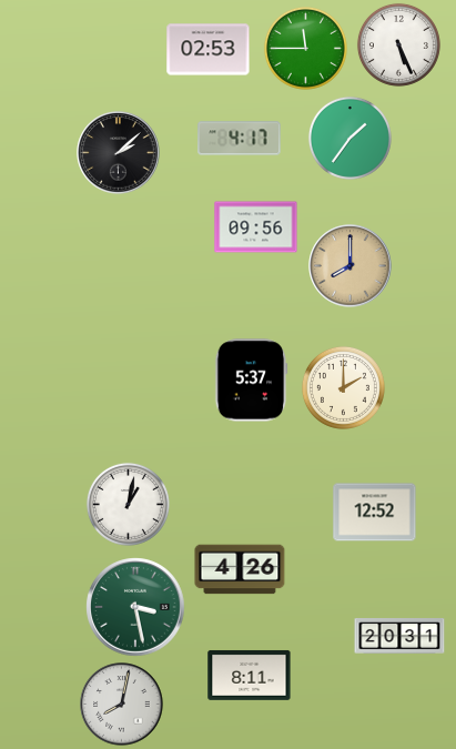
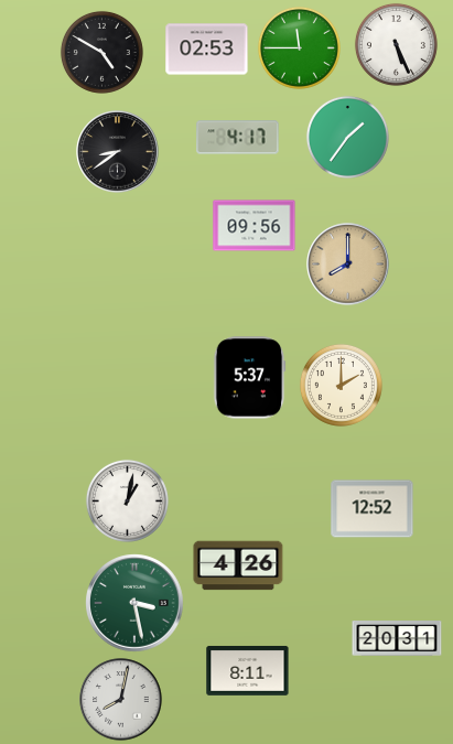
clock at (305, 48) position: (305, 48) -> (299, 47)
clock at (101, 52): none -> 4:50
clock at (119, 153): 2:08 -> 8:39
clock at (399, 637) position: (399, 637) -> (397, 639)
